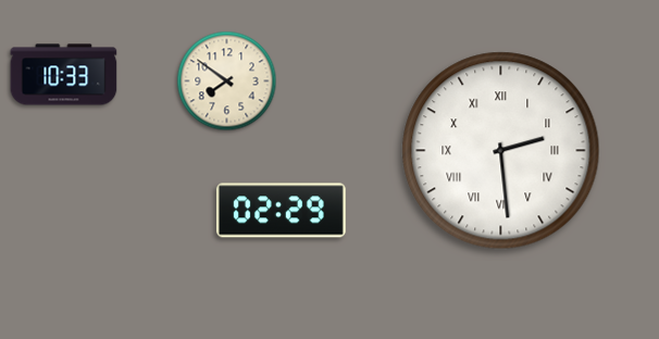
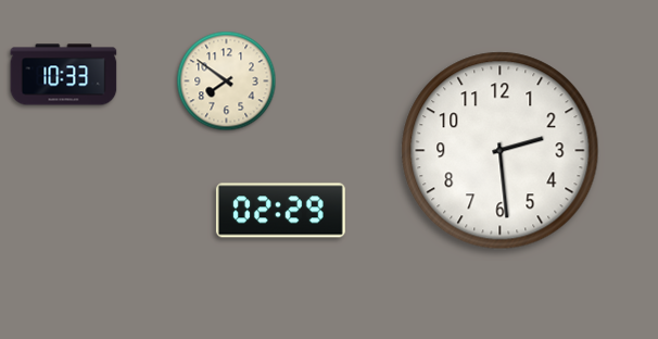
clock at (501, 151) numerals: Roman -> Arabic
